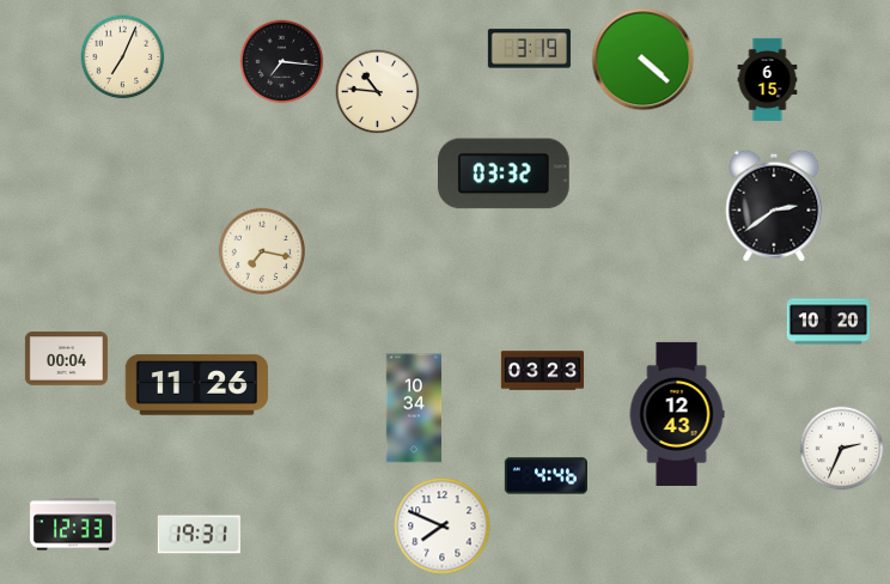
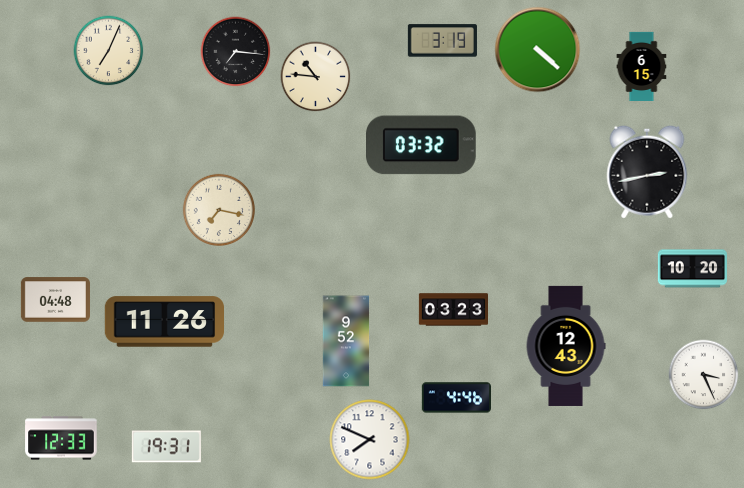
clock at (123, 57) position: (123, 57) -> (109, 51)
clock at (774, 206): 2:39 -> 2:43
clock at (66, 359): 00:04 -> 04:48
clock at (414, 408): 10:34 -> 9:52
clock at (842, 449): 2:34 -> 3:26
